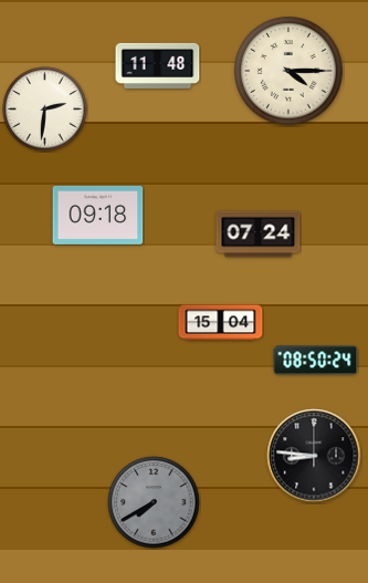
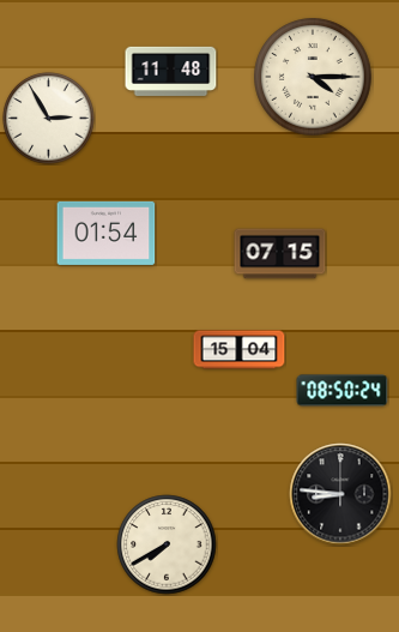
clock at (45, 110): 2:31 -> 2:55
clock at (98, 215): 09:18 -> 01:54
clock at (259, 235): 07:24 -> 07:15
clock at (154, 502) dial: grey -> cream
